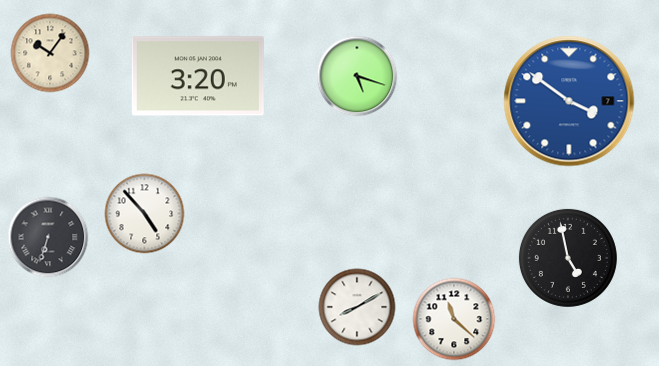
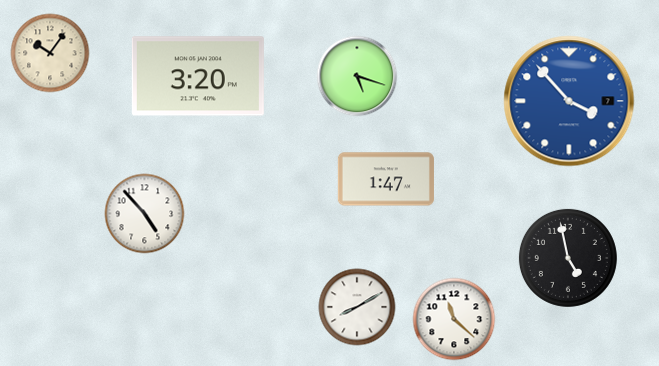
clock at (569, 101): 3:51 -> 3:53
clock at (386, 179): none -> 1:47
clock at (48, 237): 6:33 -> none
